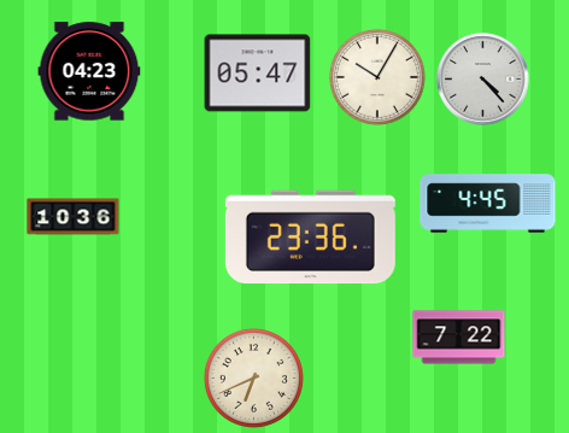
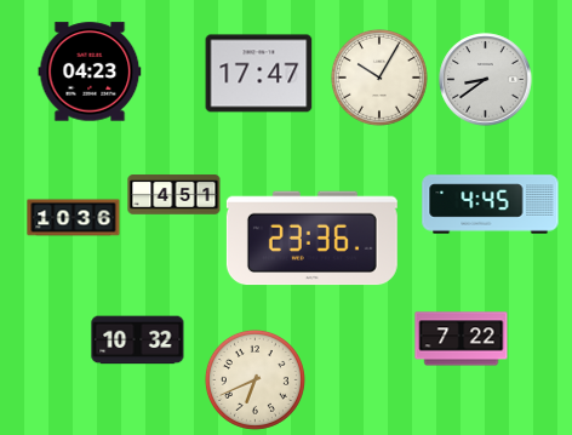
clock at (258, 74): 05:47 -> 17:47
clock at (483, 80): 4:23 -> 8:39
clock at (175, 195): none -> 4:51
clock at (138, 340): none -> 10:32
